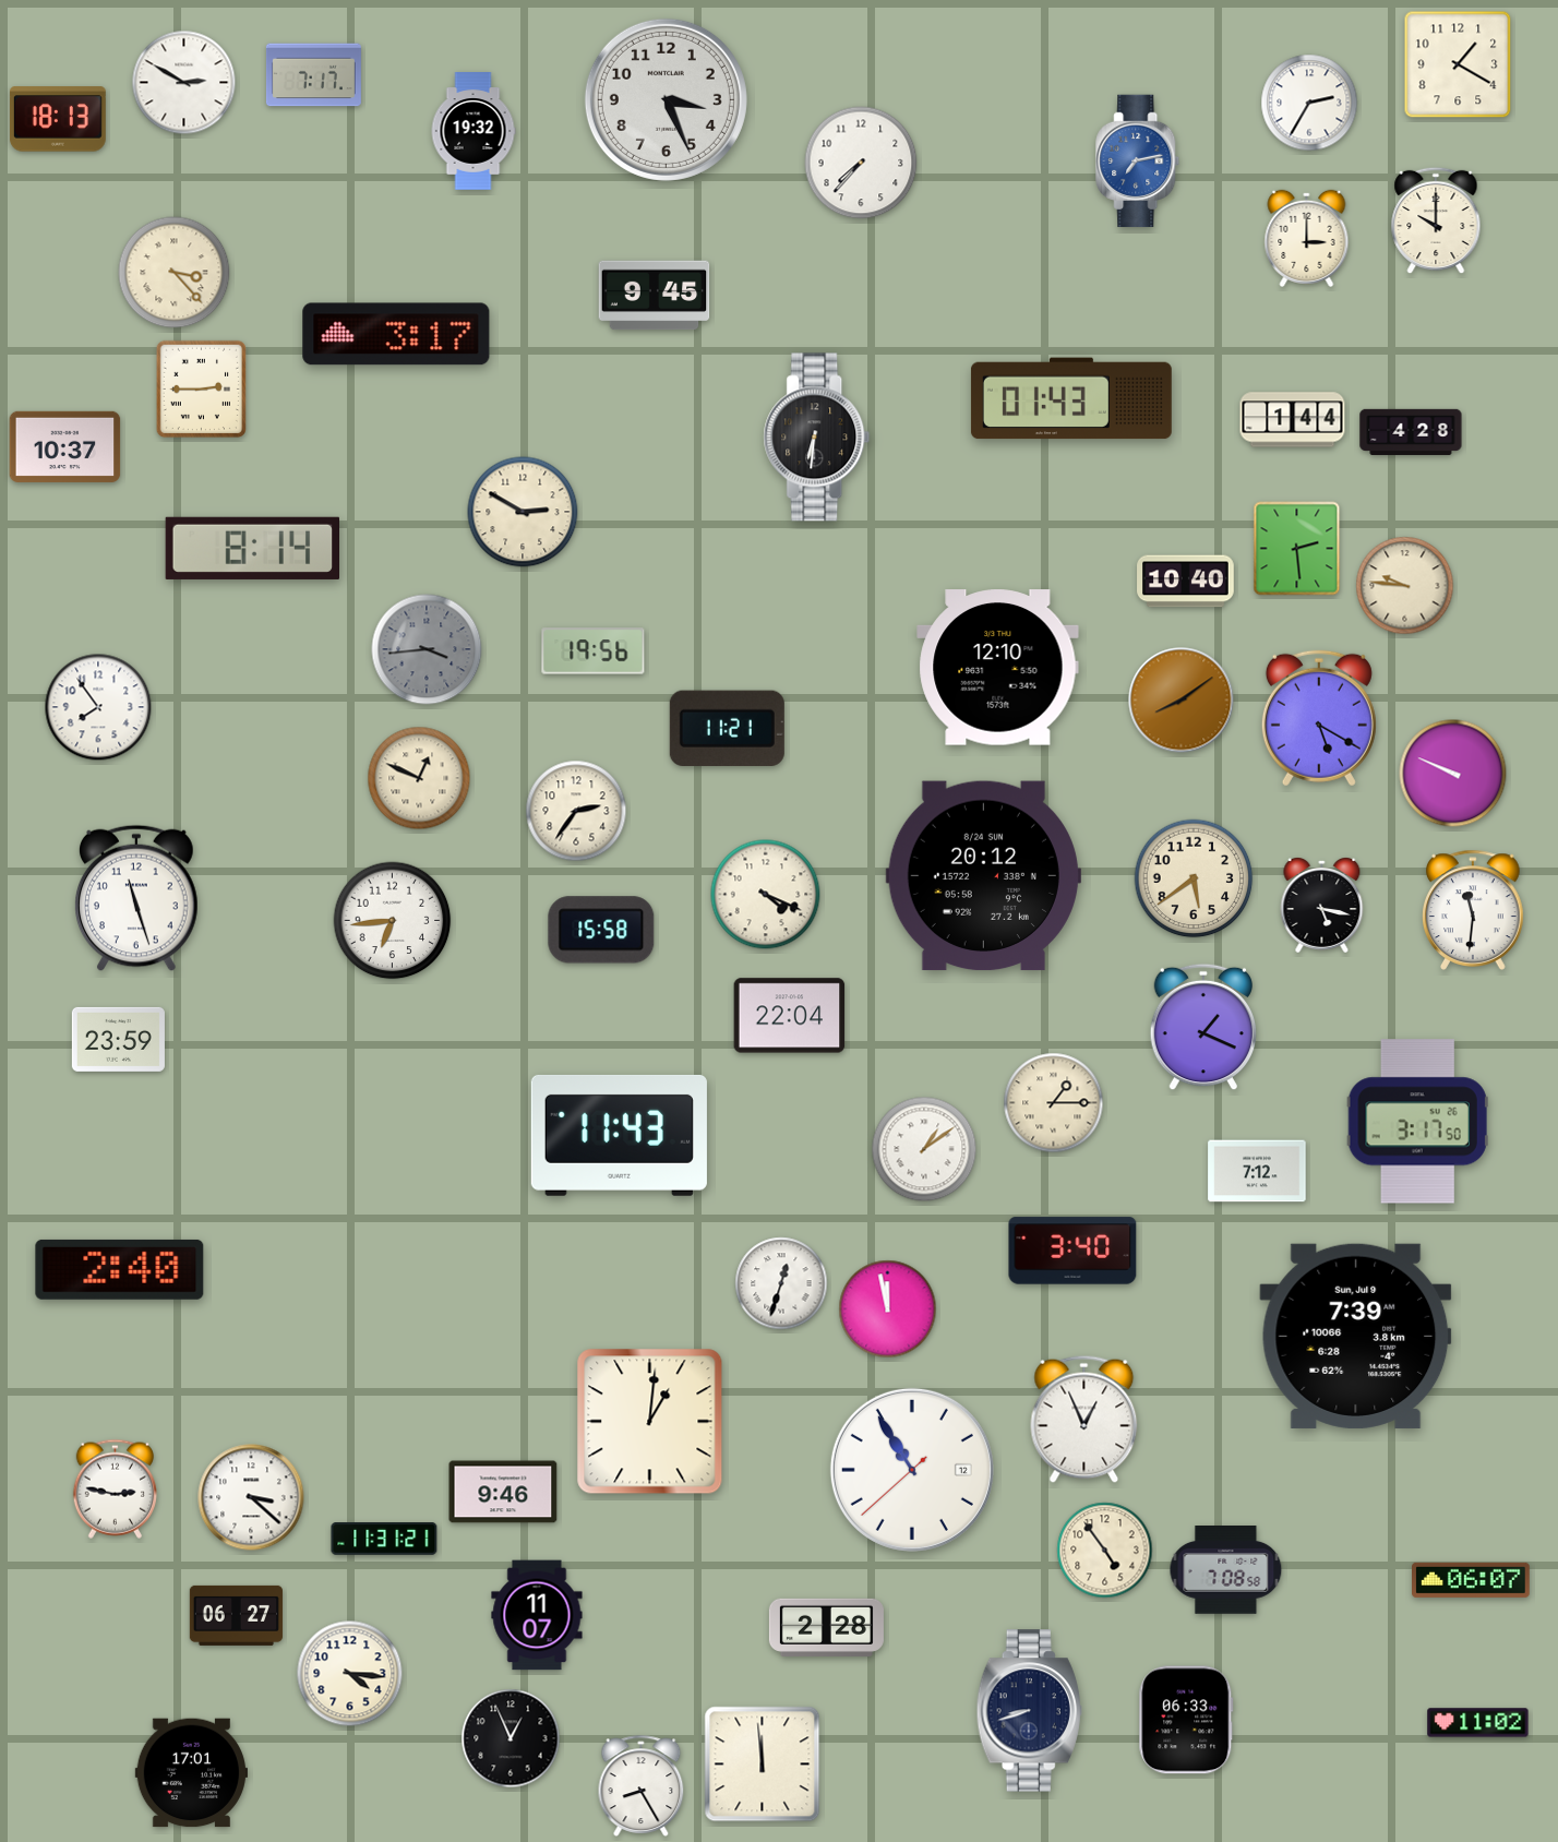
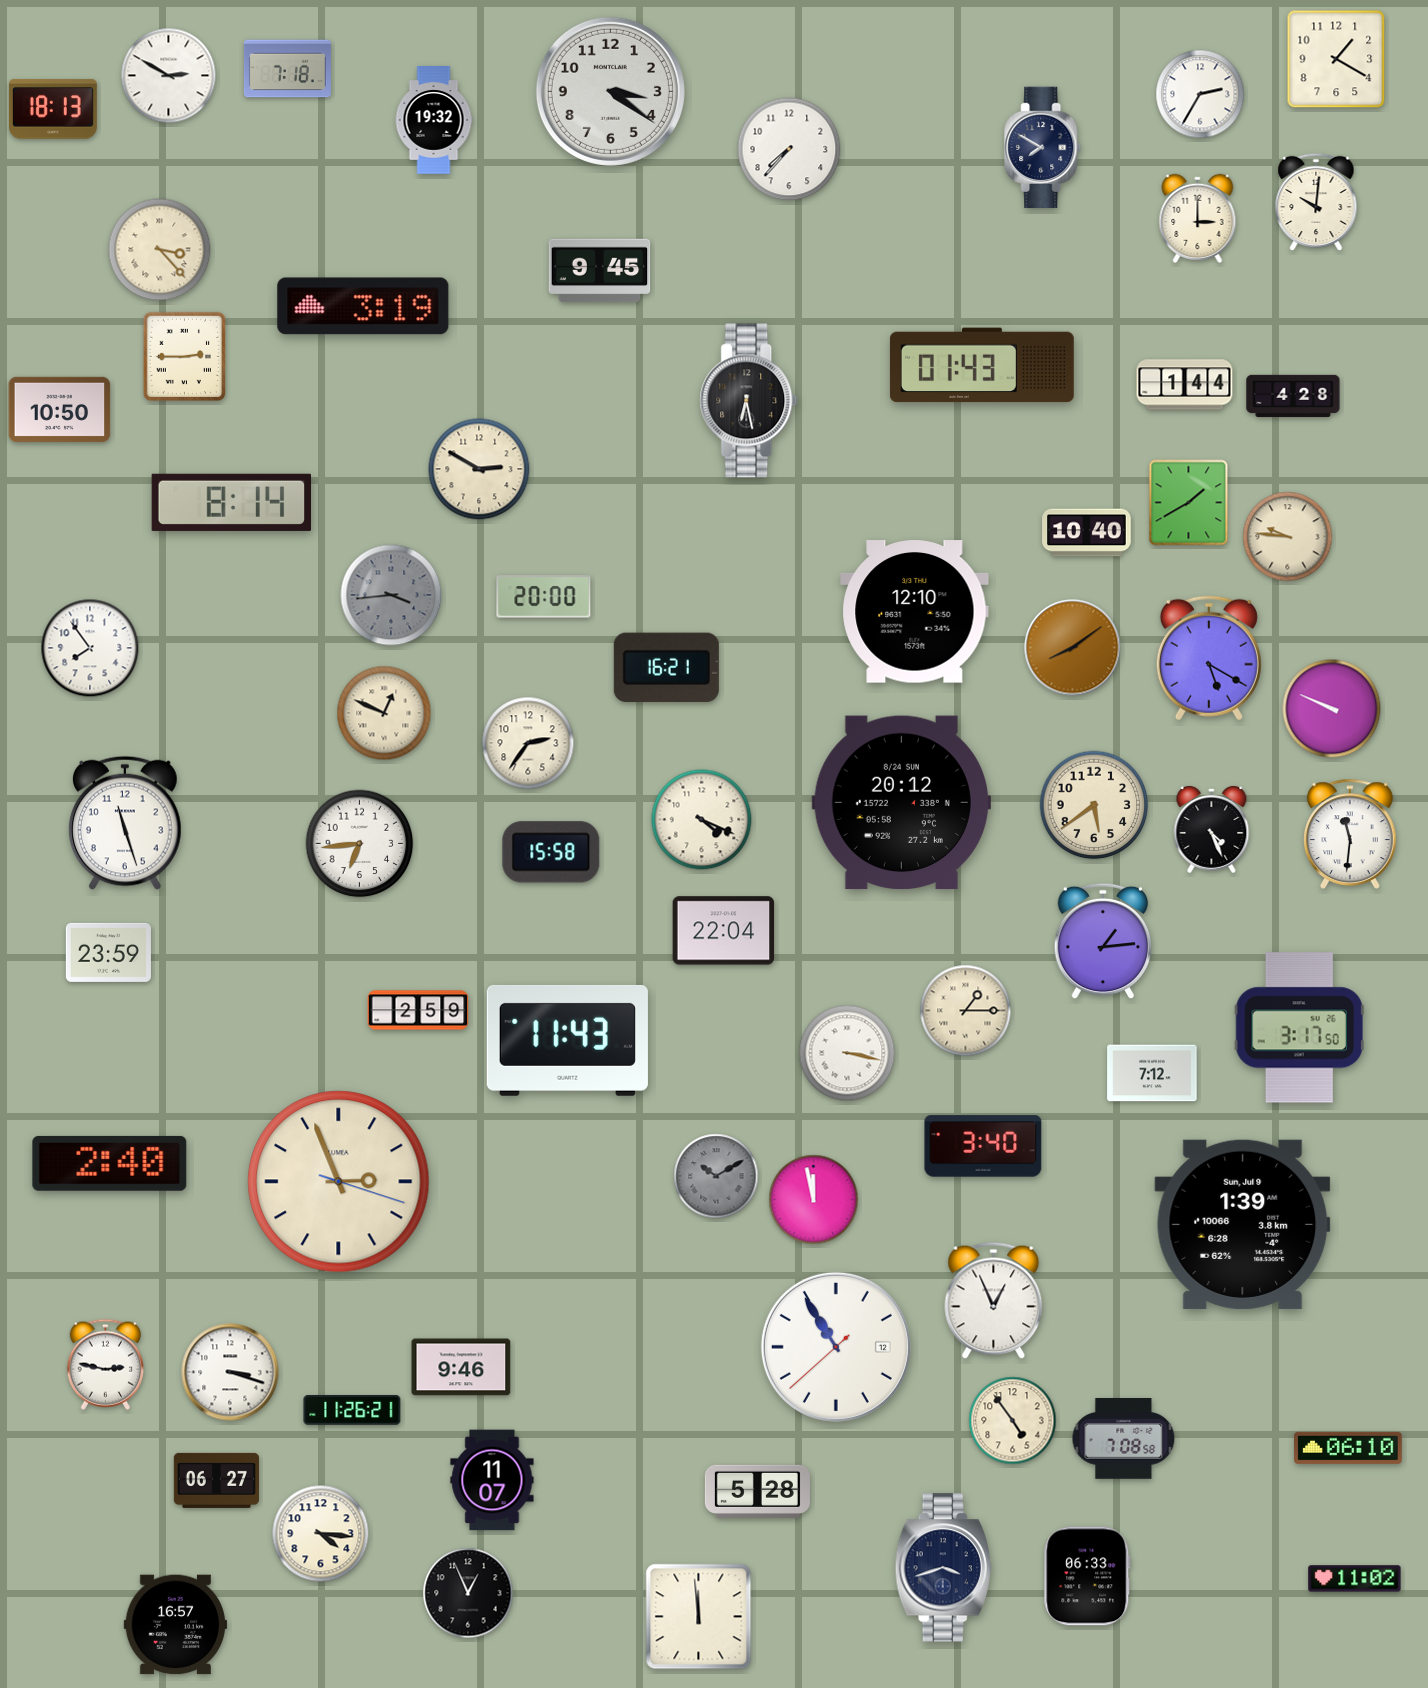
clock at (313, 75): 7:17 -> 7:18
clock at (666, 99): 3:26 -> 3:21
clock at (1138, 162): 7:13 -> 7:50
clock at (1138, 162) dial: blue -> navy
clock at (1436, 220): 10:00 -> 10:01
clock at (396, 334): 3:17 -> 3:19
clock at (817, 438): 6:31 -> 6:28
clock at (65, 446): 10:37 -> 10:50
clock at (1297, 549): 2:29 -> 1:40
clock at (594, 651): 19:56 -> 20:00
clock at (1182, 701) position: (1182, 701) -> (1073, 648)
clock at (727, 728): 11:21 -> 16:21
clock at (1322, 906): 5:17 -> 4:26
clock at (1202, 1027): 1:19 -> 1:14
clock at (418, 1010): none -> 2:59
clock at (924, 1149): 1:09 -> 3:17
clock at (781, 1283): 12:33 -> 10:10
clock at (781, 1283) dial: white -> grey
clock at (339, 1182): none -> 2:56
clock at (1356, 1336): 7:39 -> 1:39
clock at (650, 1422): 1:01 -> none
clock at (251, 1497): 3:22 -> 3:18
clock at (384, 1540): 11:31 -> 11:26
clock at (1472, 1580): 06:07 -> 06:10
clock at (826, 1627): 2:28 -> 5:28
clock at (1029, 1711): 8:42 -> 3:42
clock at (191, 1773): 17:01 -> 16:57
clock at (642, 1785): 8:25 -> none
